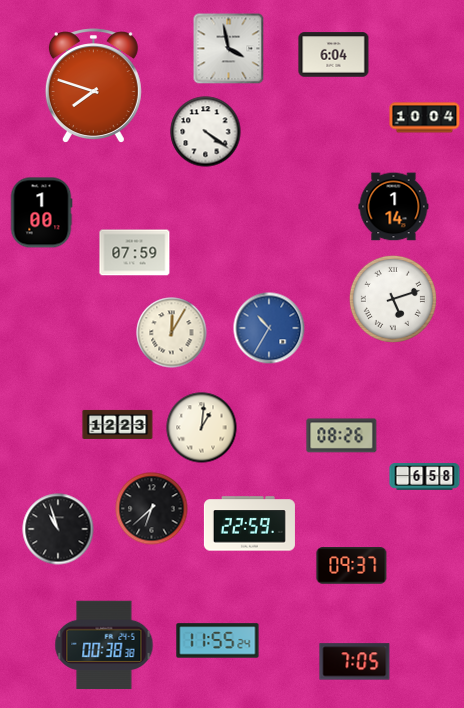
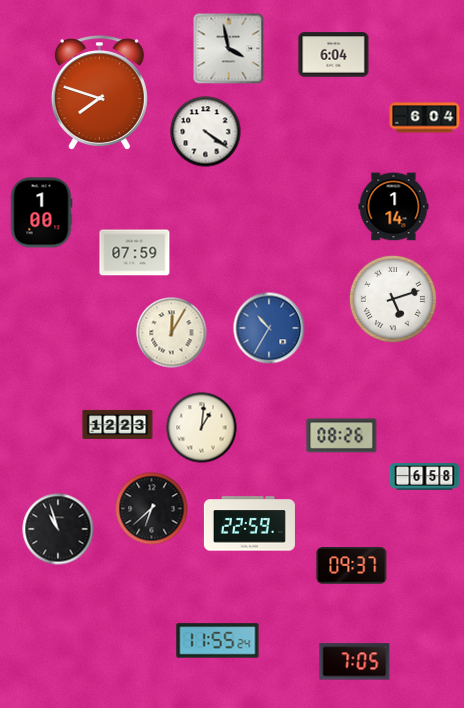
clock at (93, 85) position: (93, 85) -> (99, 92)
clock at (425, 118): 10:04 -> 6:04
clock at (104, 645): 00:38 -> none
